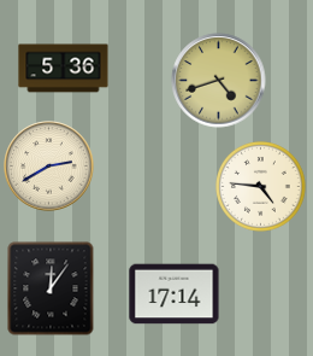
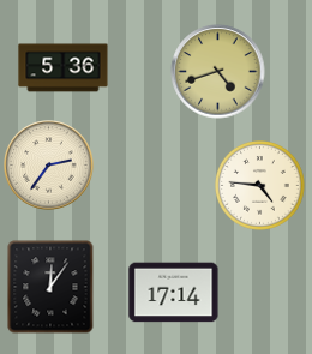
clock at (219, 81) position: (219, 81) -> (218, 72)
clock at (49, 167): 2:40 -> 2:36
